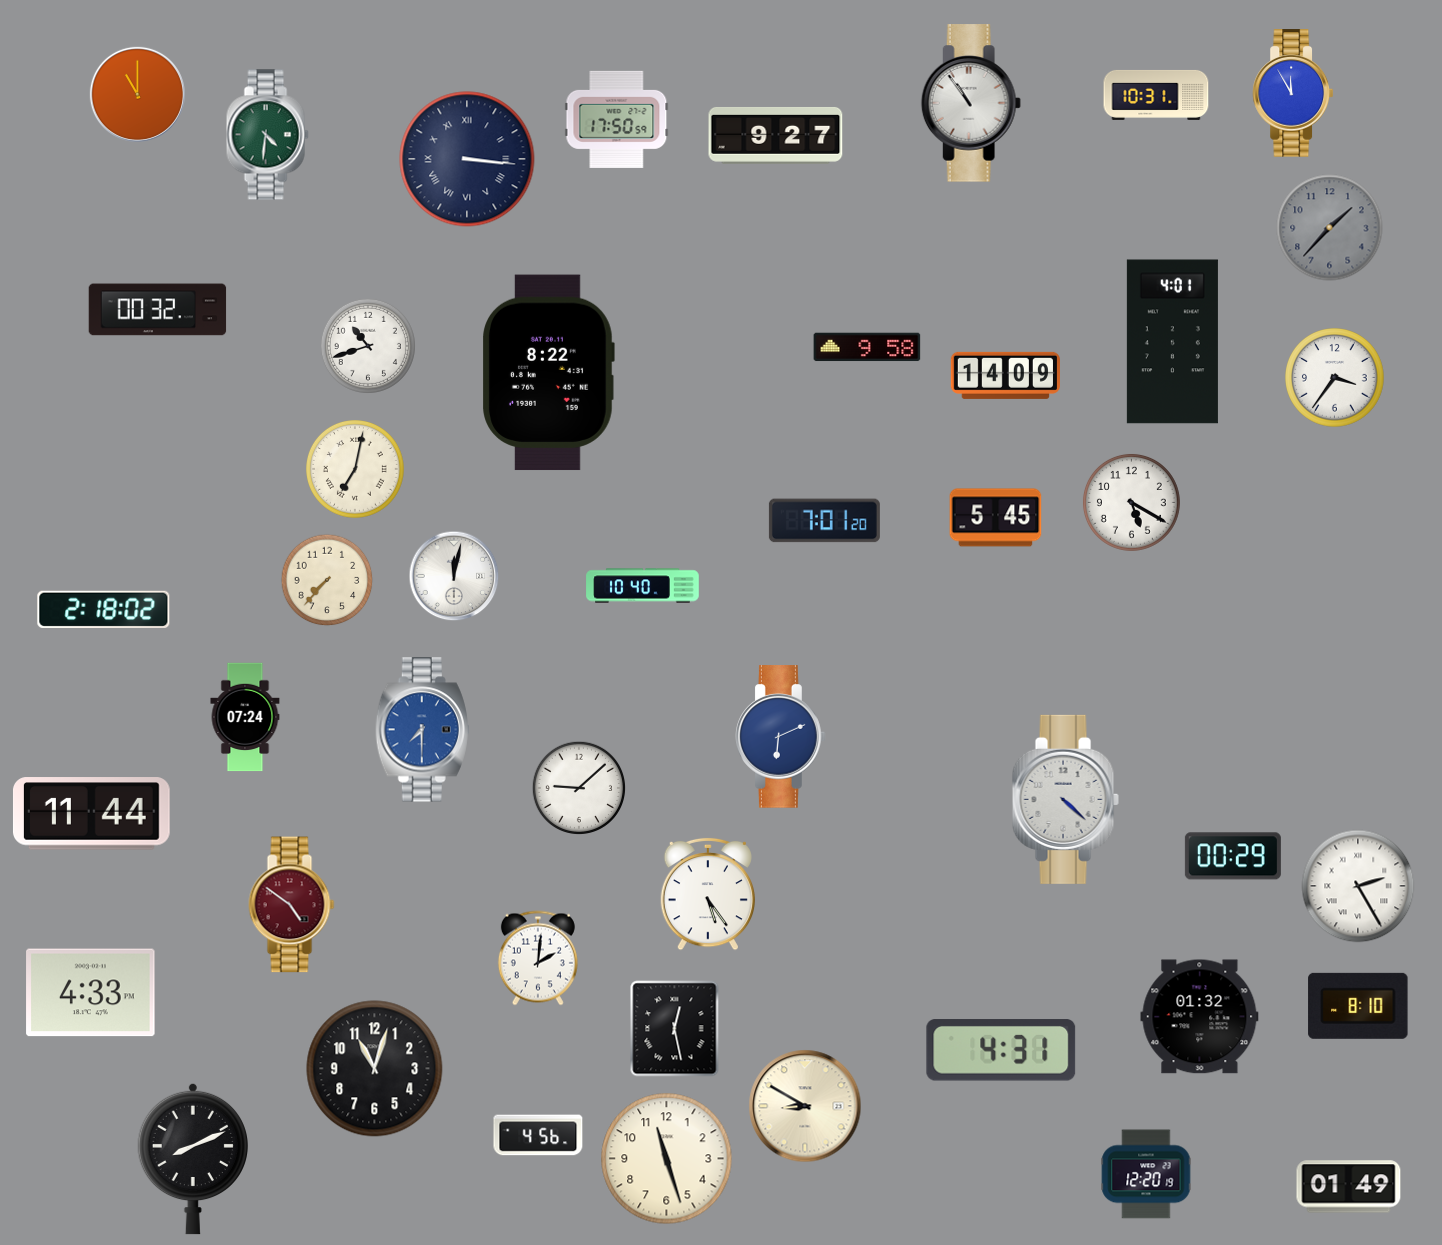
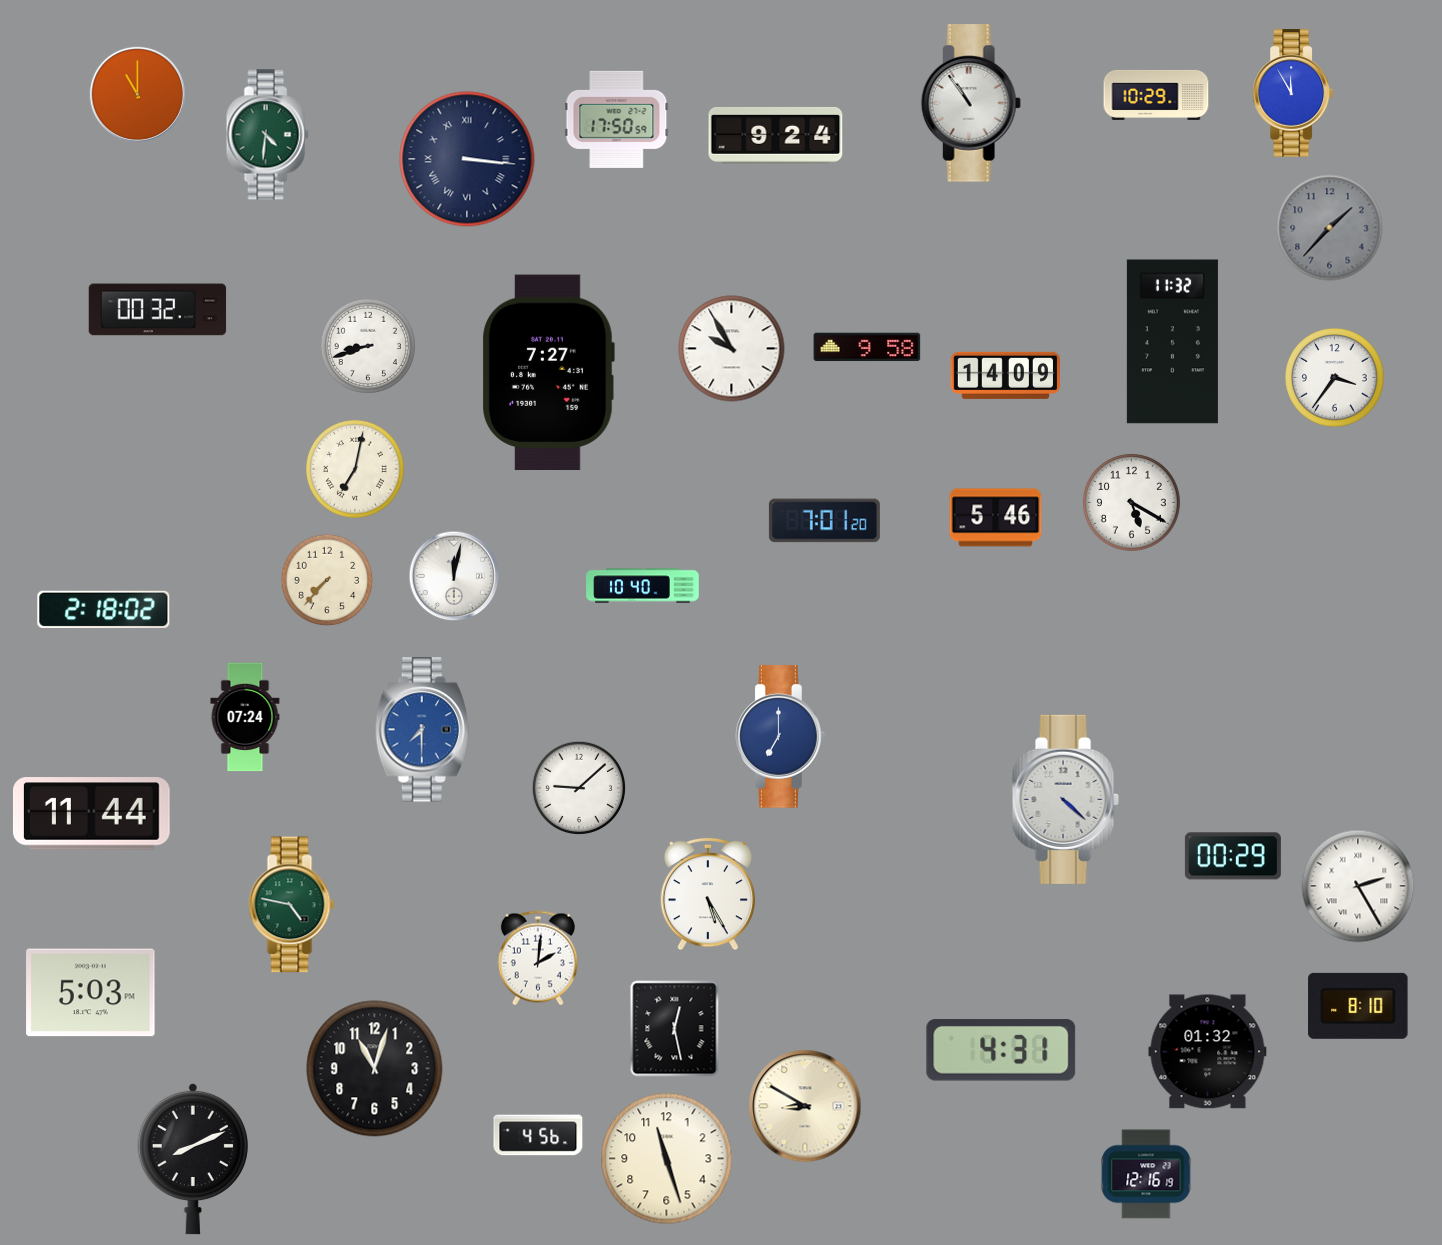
clock at (1156, 95): 10:31 -> 10:29
clock at (776, 135): 9:27 -> 9:24
clock at (1172, 342): 4:01 -> 11:32
clock at (368, 346): 10:42 -> 8:42
clock at (732, 349): none -> 9:55
clock at (548, 373): 8:22 -> 7:27
clock at (996, 518): 5:45 -> 5:46
clock at (781, 737): 6:11 -> 7:00
clock at (707, 894): 5:24 -> 5:25
clock at (292, 905): 4:51 -> 4:47
clock at (292, 905) dial: burgundy -> green
clock at (91, 993): 4:33 -> 5:03
clock at (1200, 1017) position: (1200, 1017) -> (1208, 1052)
clock at (1146, 1174): 12:20 -> 12:16
clock at (1349, 1187): 01:49 -> none
